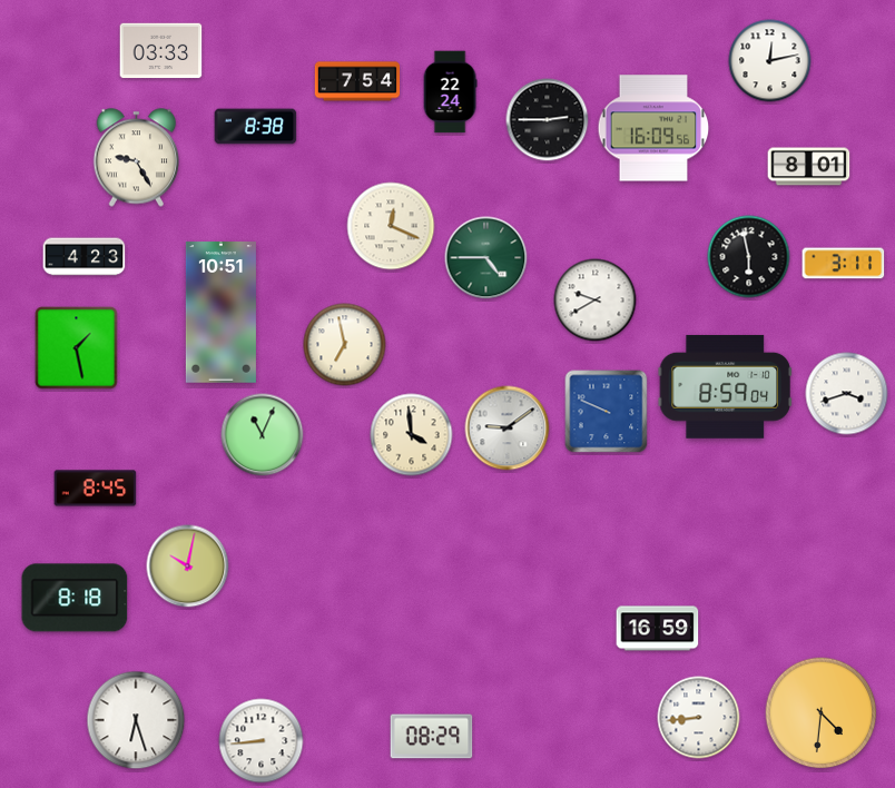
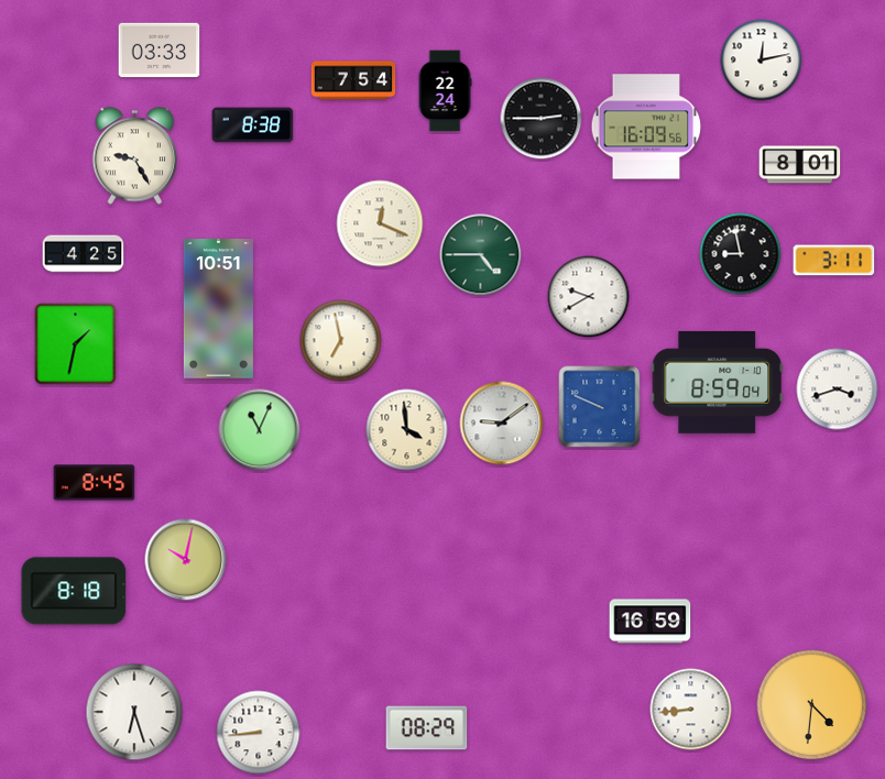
clock at (391, 226) position: (391, 226) -> (380, 223)
clock at (85, 257): 4:23 -> 4:25
clock at (749, 257): 5:58 -> 8:58
clock at (77, 348): 1:28 -> 1:32
